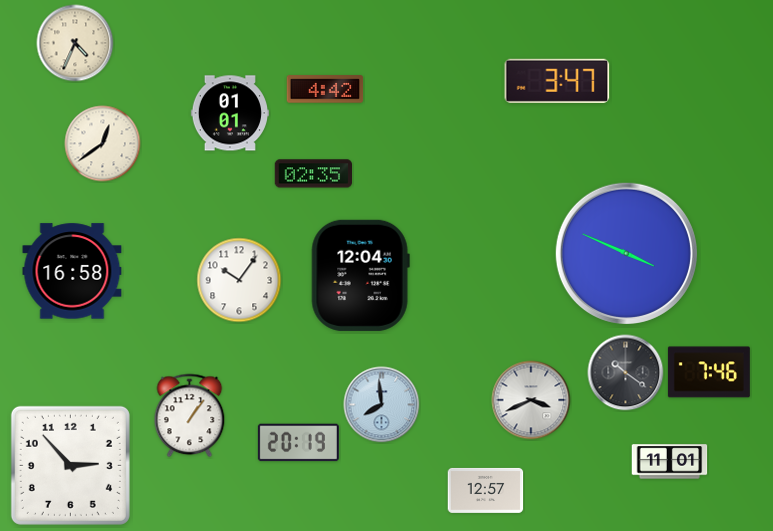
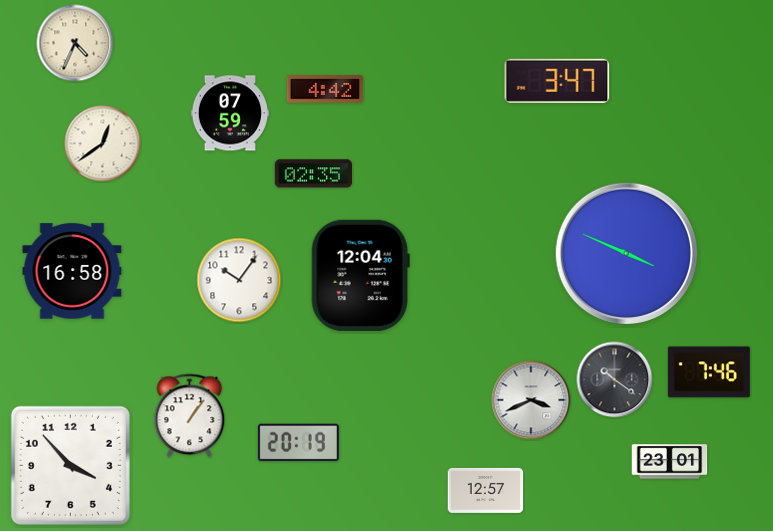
clock at (229, 113): 01:01 -> 07:59
clock at (626, 373) position: (626, 373) -> (615, 380)
clock at (382, 405): 7:59 -> none
clock at (670, 462): 11:01 -> 23:01
clock at (70, 465): 2:53 -> 3:53
